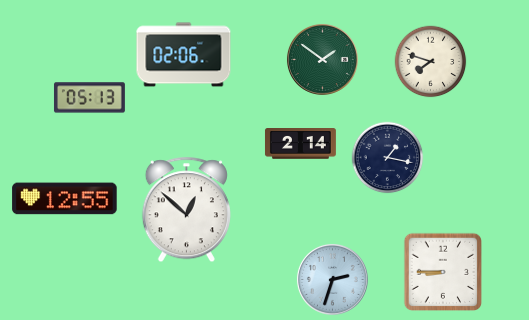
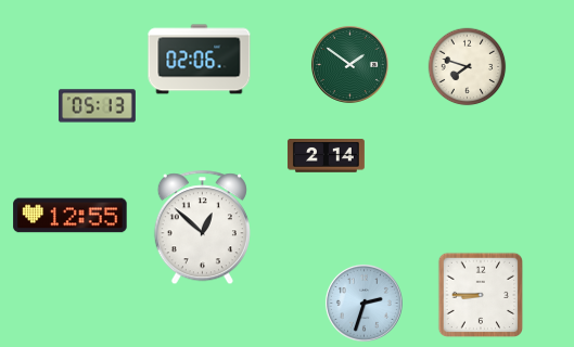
clock at (388, 158): 1:17 -> none
clock at (332, 279) position: (332, 279) -> (363, 303)
